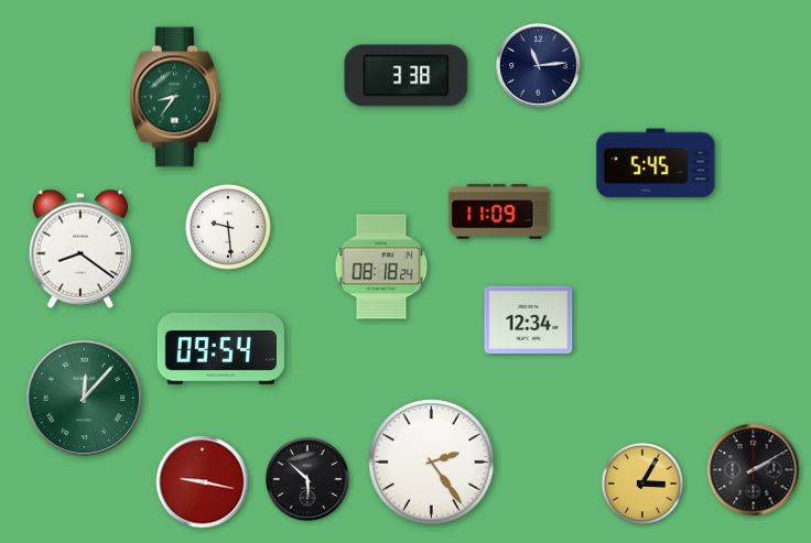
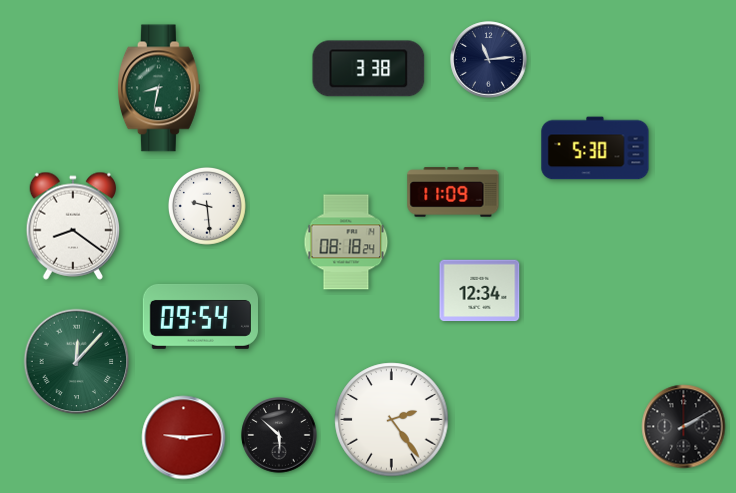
clock at (175, 97): 8:36 -> 8:32
clock at (656, 163): 5:45 -> 5:30
clock at (203, 482): 9:17 -> 9:14
clock at (641, 482): 3:05 -> none
